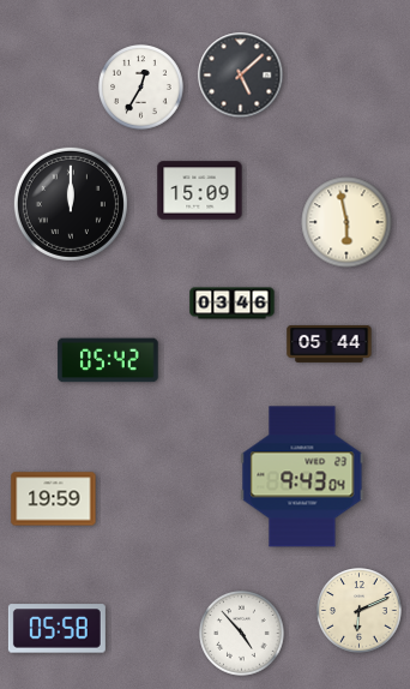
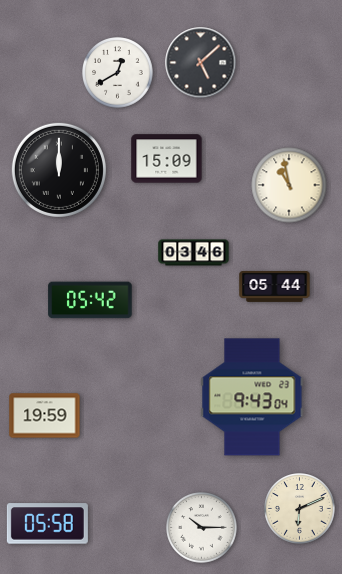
clock at (141, 88): 12:35 -> 12:40
clock at (346, 222): 5:58 -> 10:58
clock at (242, 634): 4:53 -> 10:15
